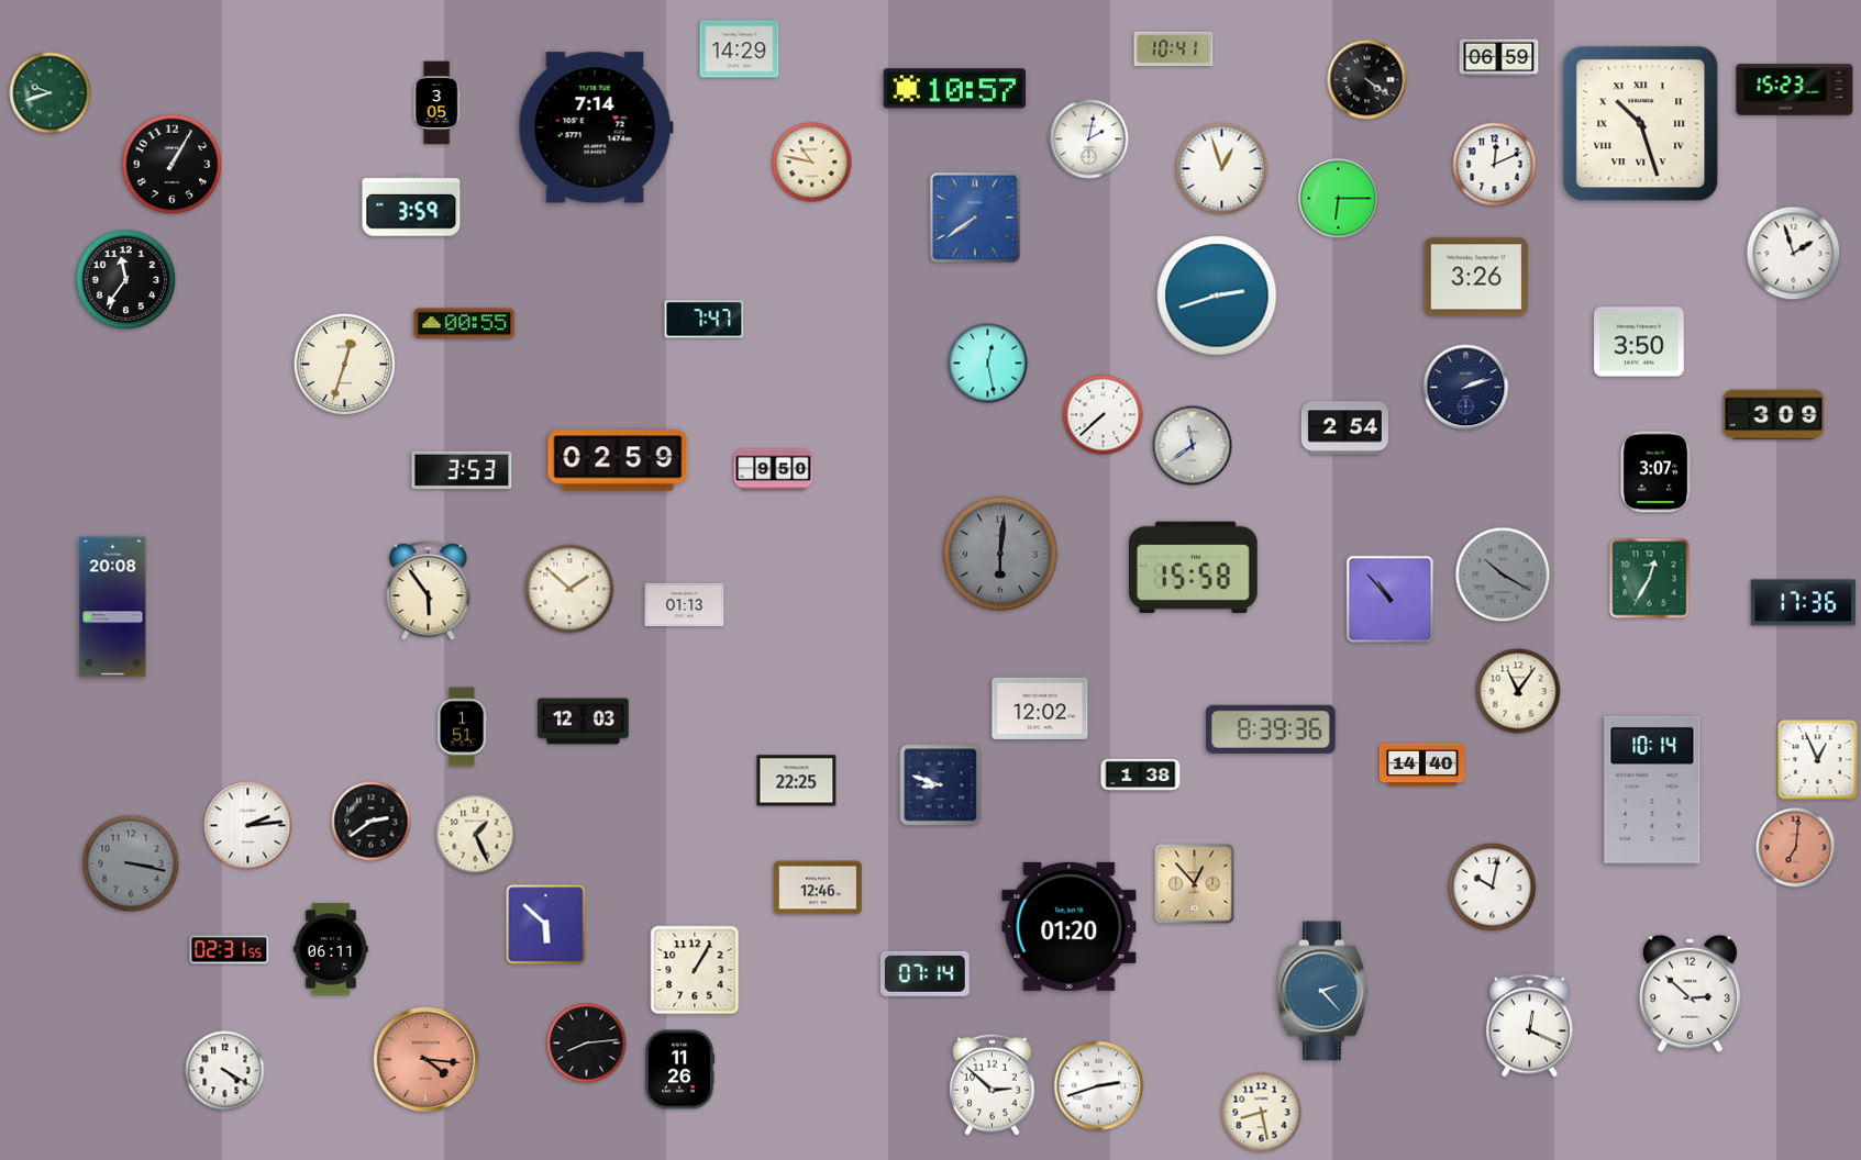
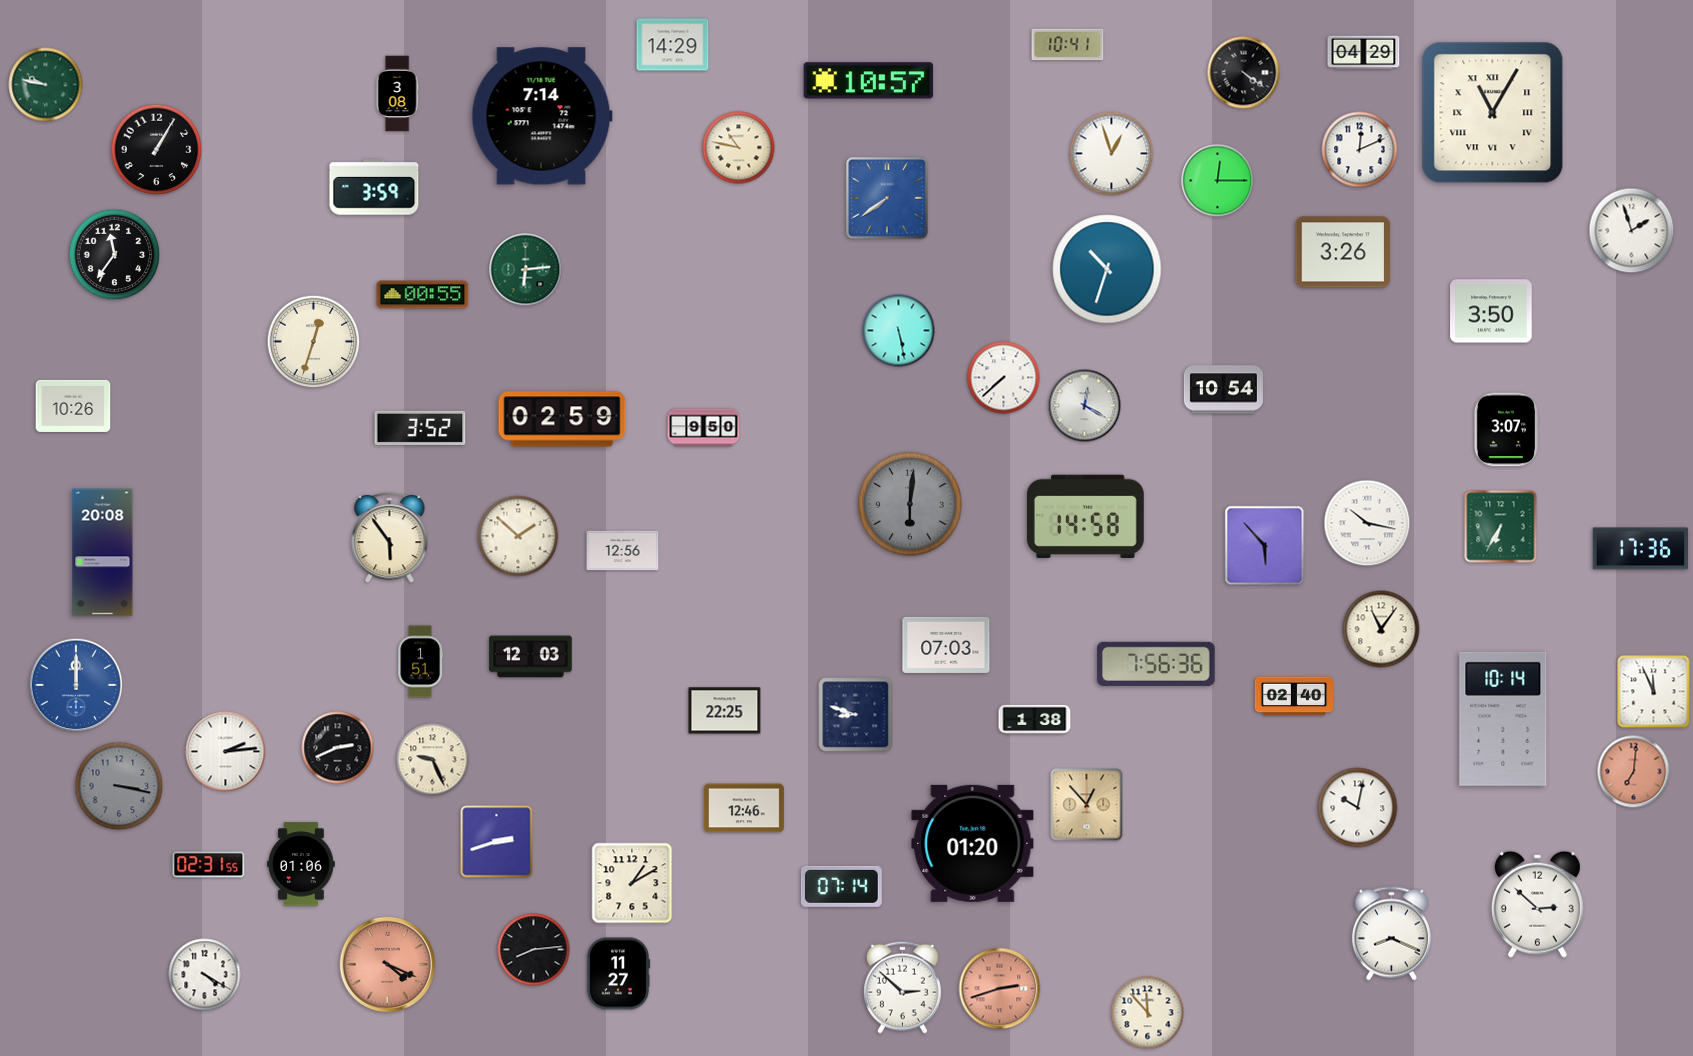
clock at (1499, 58): 06:59 -> 04:29
clock at (1795, 90): 15:23 -> none
clock at (51, 93): 9:42 -> 9:47
clock at (436, 103): 3:05 -> 3:08
clock at (1641, 124): 10:27 -> 11:05
clock at (1089, 140): 2:02 -> none
clock at (1339, 199): 6:15 -> 12:15
clock at (1217, 295): 2:42 -> 10:33
clock at (526, 270): none -> 6:14
clock at (705, 320): 7:47 -> none
clock at (988, 364): 12:28 -> 5:28
clock at (345, 365) position: (345, 365) -> (314, 342)
clock at (1466, 388): 2:12 -> none
clock at (1774, 415): 3:09 -> none
clock at (1344, 428): 2:54 -> 10:54
clock at (73, 406): none -> 10:26
clock at (1193, 446): 11:39 -> 12:20
clock at (462, 470): 3:53 -> 3:52
clock at (1193, 567): 15:58 -> 14:58
clock at (1503, 575): 10:20 -> 10:17
clock at (1503, 575) dial: grey -> white
clock at (1650, 579): 12:35 -> 6:35
clock at (1391, 600): 10:53 -> 5:53
clock at (685, 605): 01:13 -> 12:56
clock at (1040, 709): 12:02 -> 07:03
clock at (1271, 729): 8:39 -> 7:56
clock at (76, 685): none -> 12:00
clock at (1818, 760): 12:56 -> 11:56
clock at (1421, 765): 14:40 -> 02:40
clock at (1141, 774) position: (1141, 774) -> (1035, 719)
clock at (372, 822): 2:39 -> 2:41
clock at (476, 835): 1:26 -> 9:26
clock at (546, 925): 5:52 -> 2:42
clock at (332, 949): 06:11 -> 01:06
clock at (695, 970): 1:05 -> 1:10
clock at (1323, 991): 2:23 -> none
clock at (1529, 1026): 12:19 -> 8:19
clock at (427, 1060): 4:16 -> 4:19
clock at (679, 1070): 11:26 -> 11:27
clock at (1099, 1086) dial: white -> salmon
clock at (1262, 1113): 8:28 -> 11:53
